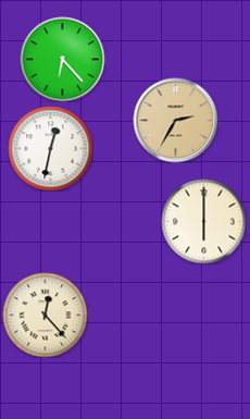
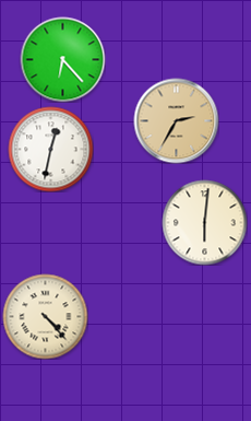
clock at (203, 221): 6:00 -> 6:01
clock at (45, 315): 12:23 -> 4:23
